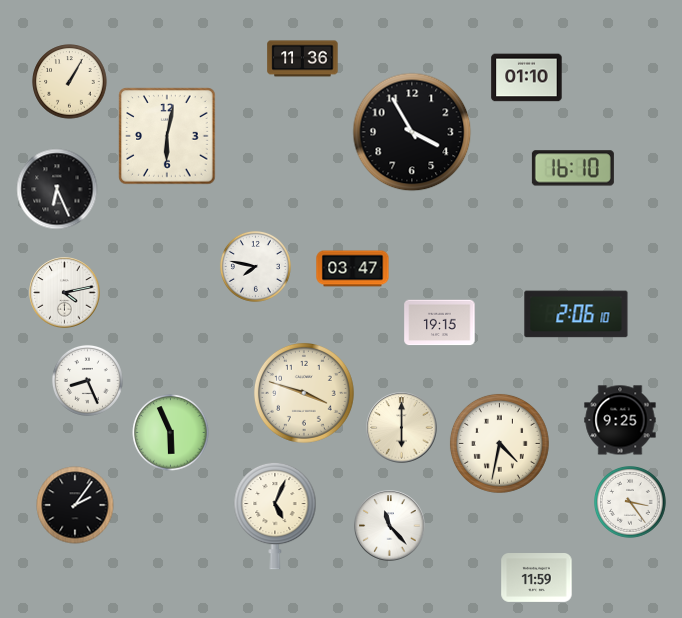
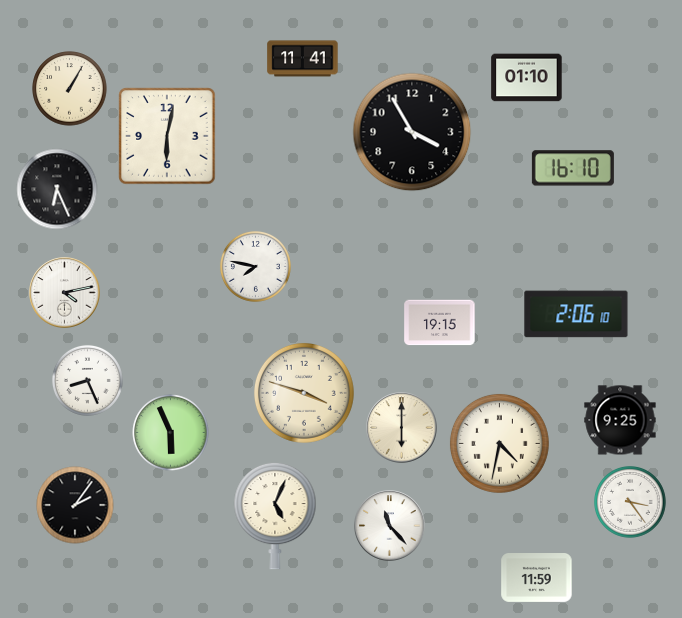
clock at (303, 59): 11:36 -> 11:41
clock at (70, 82) position: (70, 82) -> (70, 89)
clock at (353, 269): 03:47 -> none
